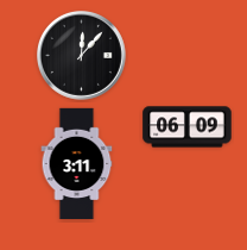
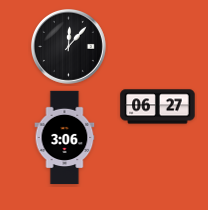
clock at (188, 127): 06:09 -> 06:27
clock at (77, 164): 3:11 -> 3:06
